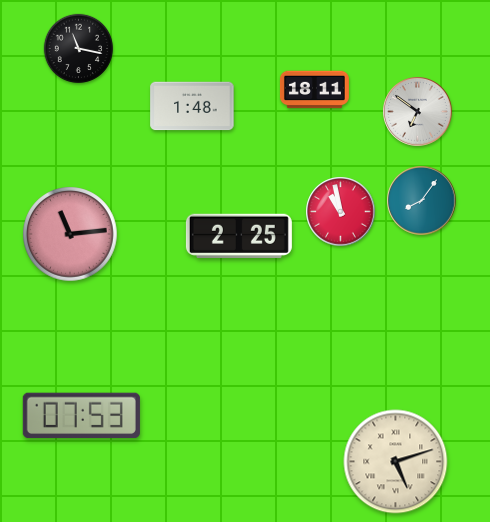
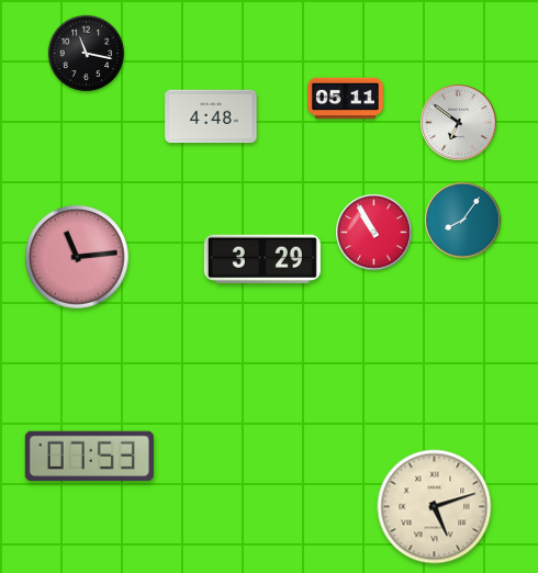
clock at (314, 90): 18:11 -> 05:11
clock at (192, 106): 1:48 -> 4:48
clock at (341, 212): 10:58 -> 10:55
clock at (239, 235): 2:25 -> 3:29
